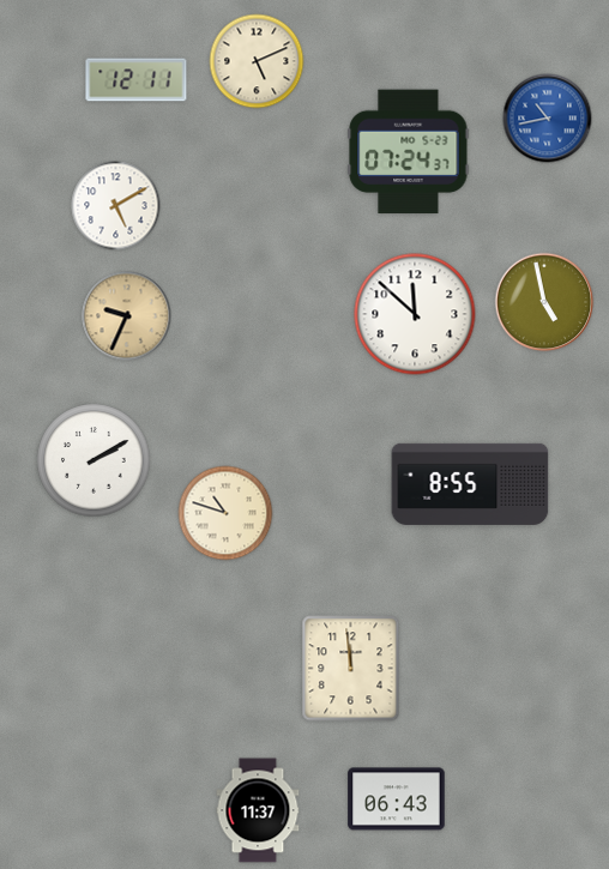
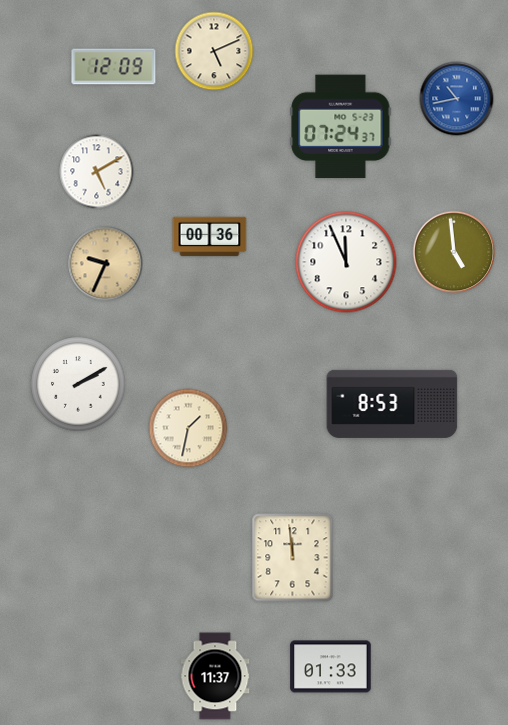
clock at (137, 80): 12:11 -> 12:09
clock at (210, 237): none -> 00:36
clock at (544, 302): 4:58 -> 4:59
clock at (415, 314): 11:52 -> 11:56
clock at (470, 484): 8:55 -> 8:53
clock at (225, 513): 10:48 -> 1:32
clock at (397, 799): 06:43 -> 01:33
